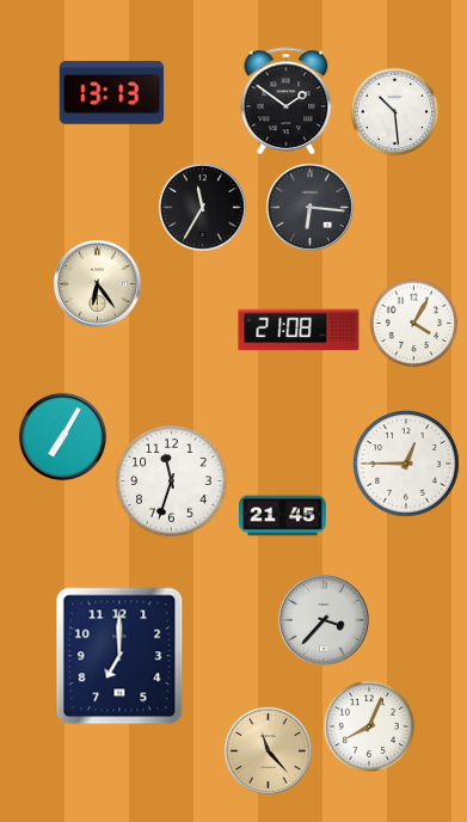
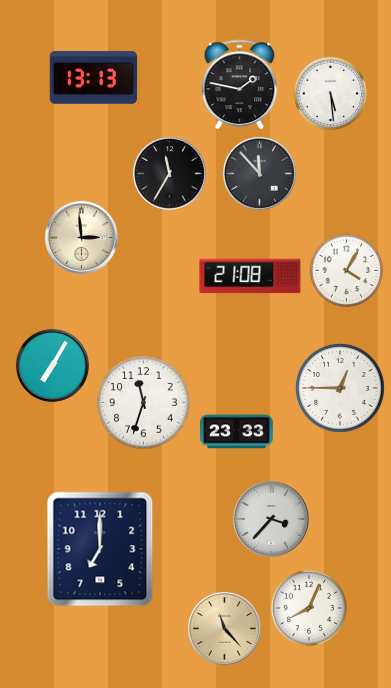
clock at (287, 100): 1:51 -> 1:47
clock at (395, 112): 10:29 -> 5:29
clock at (309, 207): 6:16 -> 11:53
clock at (97, 283): 6:24 -> 2:59
clock at (283, 516): 21:45 -> 23:33
